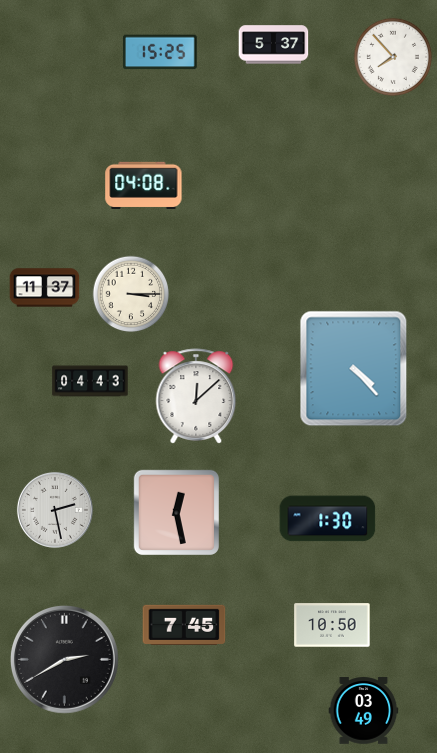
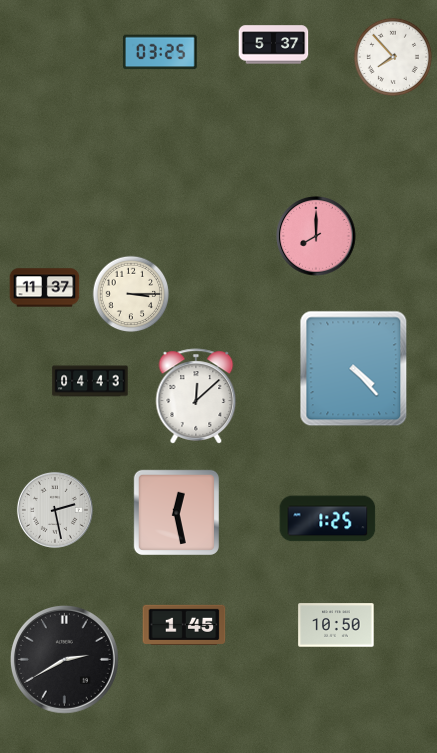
clock at (160, 52): 15:25 -> 03:25
clock at (144, 185): 04:08 -> none
clock at (316, 236): none -> 8:00
clock at (328, 519): 1:30 -> 1:25
clock at (184, 624): 7:45 -> 1:45
clock at (332, 625) position: (332, 625) -> (336, 625)
clock at (364, 711): 03:49 -> none
